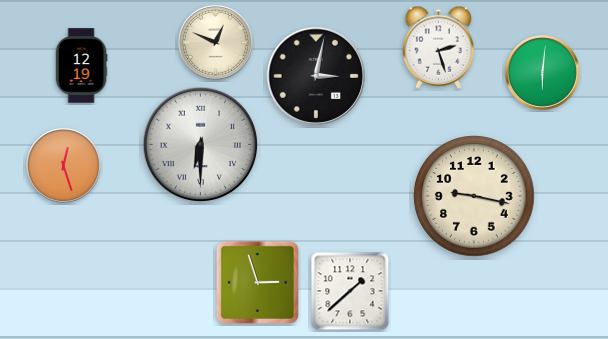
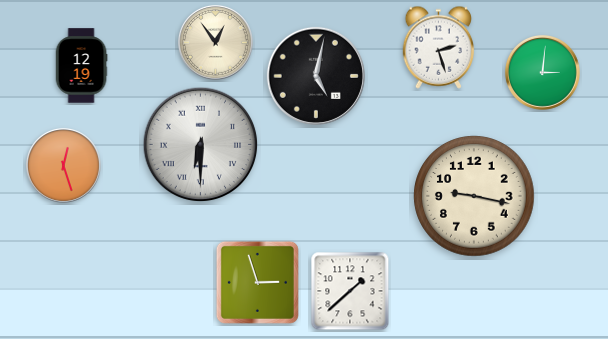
clock at (215, 42): 12:49 -> 12:54
clock at (542, 72): 6:01 -> 3:01
clock at (316, 76): 3:02 -> 5:02
